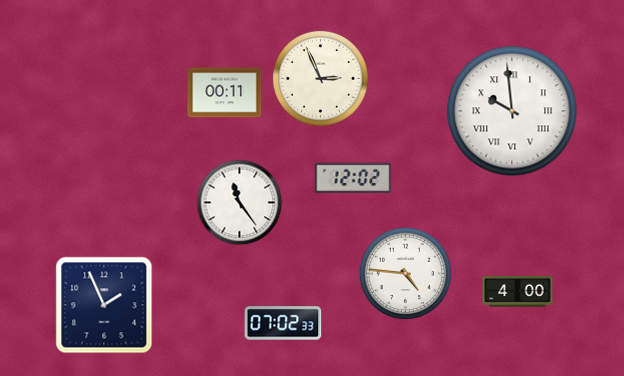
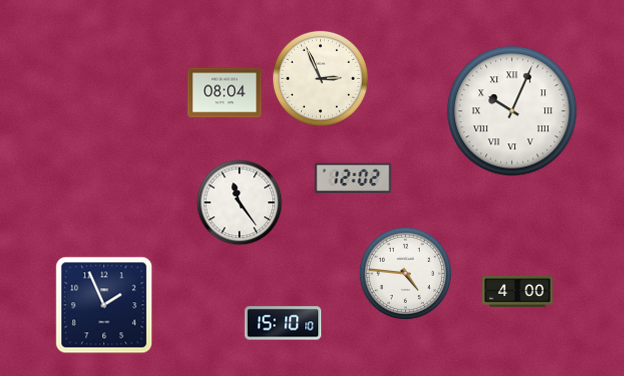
clock at (225, 93): 00:11 -> 08:04
clock at (512, 111): 9:59 -> 10:04
clock at (283, 323): 07:02 -> 15:10
